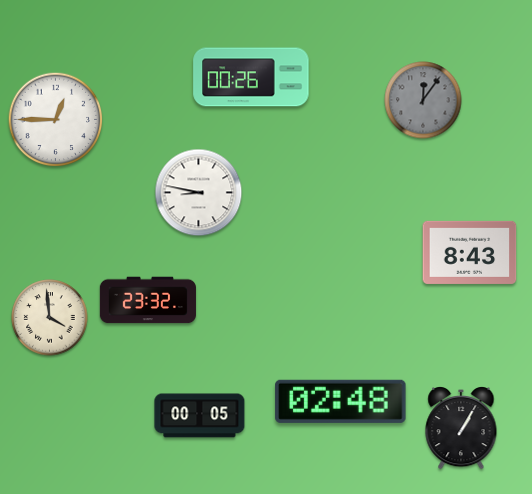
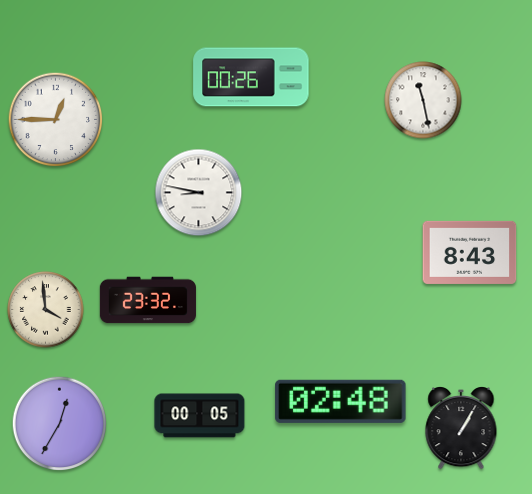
clock at (423, 100): 12:06 -> 11:28
clock at (423, 100) dial: grey -> white
clock at (50, 318) position: (50, 318) -> (46, 310)
clock at (60, 424): none -> 12:35
